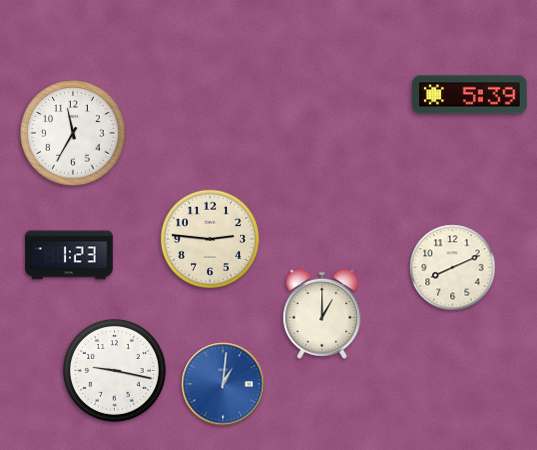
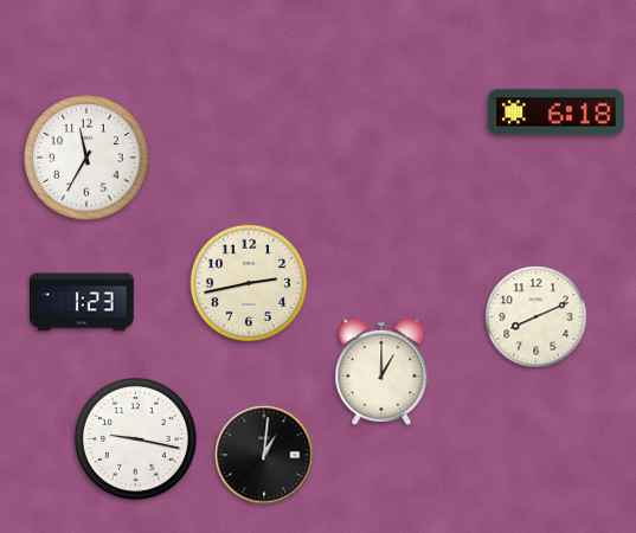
clock at (470, 95): 5:39 -> 6:18
clock at (209, 238): 2:46 -> 2:43
clock at (223, 384) dial: blue -> black
